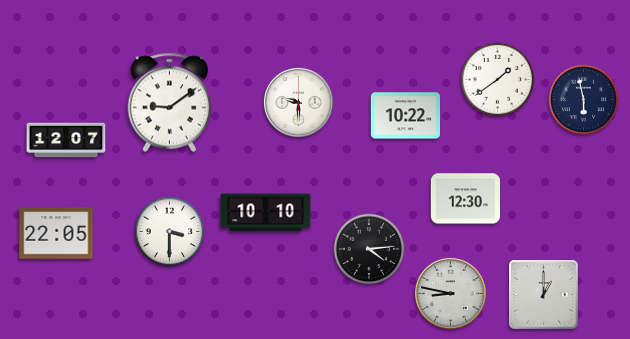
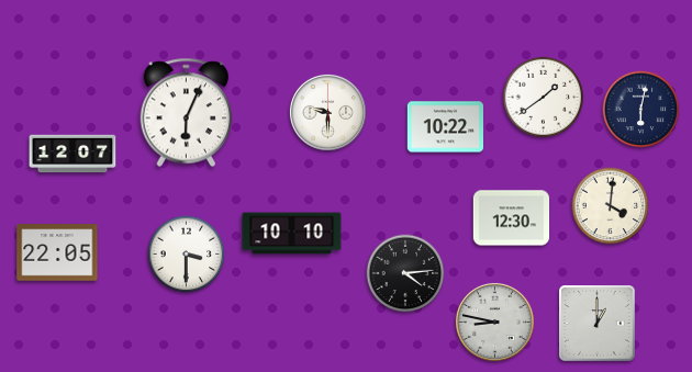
clock at (497, 79) position: (497, 79) -> (543, 97)
clock at (584, 100): 5:58 -> 6:02
clock at (170, 103): 9:09 -> 6:04
clock at (611, 206): none -> 4:01
clock at (56, 233) position: (56, 233) -> (57, 252)
